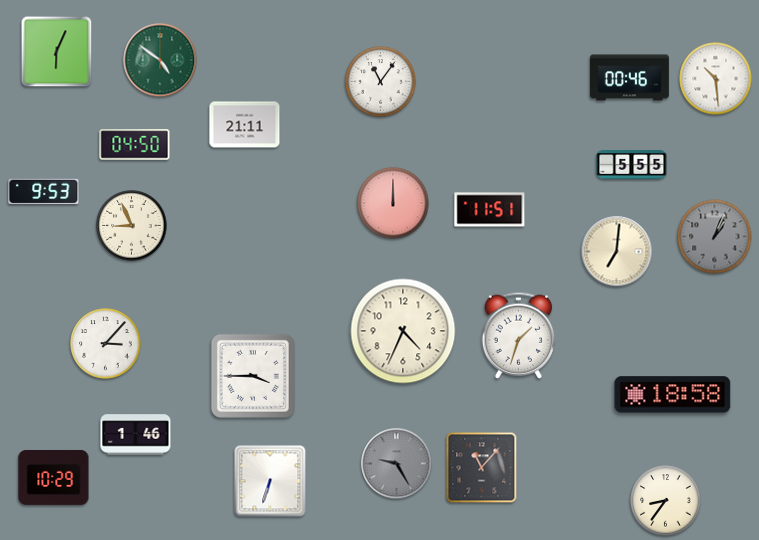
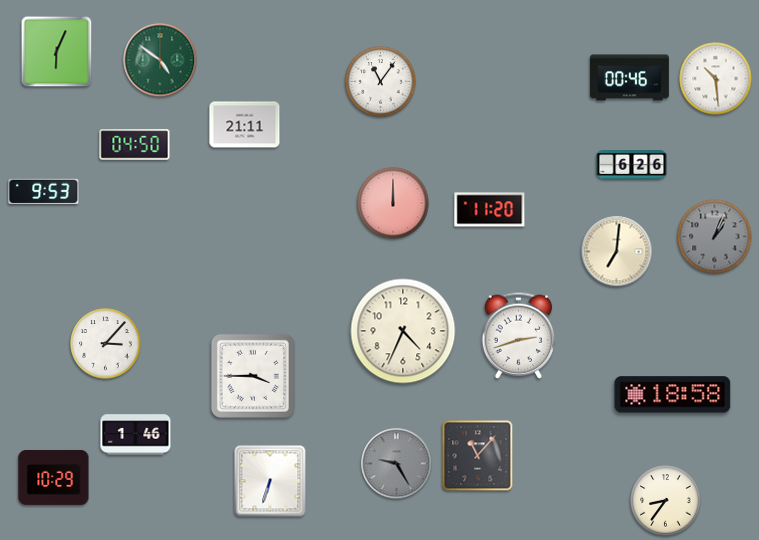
clock at (632, 165): 5:55 -> 6:26
clock at (490, 210): 11:51 -> 11:20
clock at (132, 226): 8:56 -> none
clock at (519, 335): 1:33 -> 2:42
clock at (482, 468) position: (482, 468) -> (478, 456)
